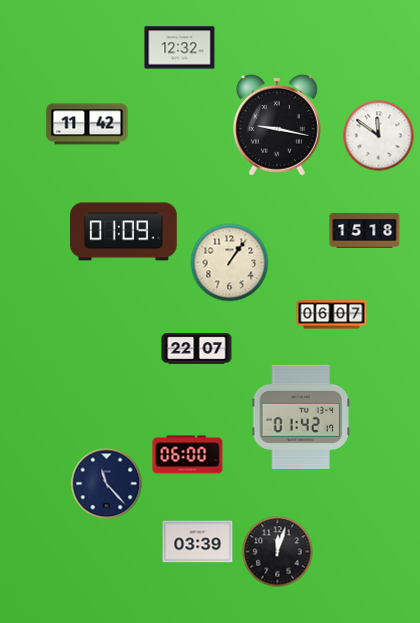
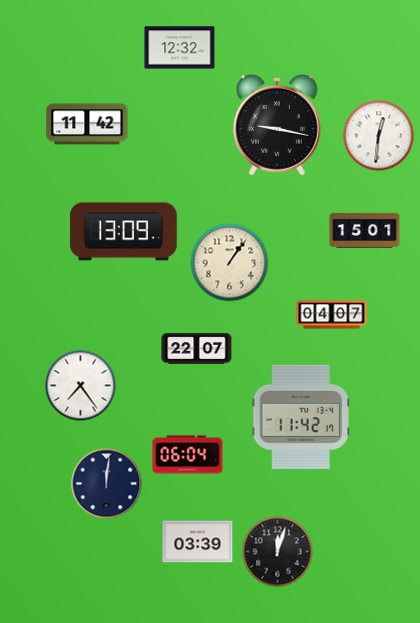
clock at (379, 136): 11:51 -> 12:31
clock at (365, 230): 15:18 -> 15:01
clock at (124, 232): 01:09 -> 13:09
clock at (332, 315): 06:07 -> 04:07
clock at (81, 386): none -> 7:24
clock at (301, 417): 01:42 -> 11:42
clock at (188, 455): 06:00 -> 06:04
clock at (107, 484): 11:23 -> 12:01
